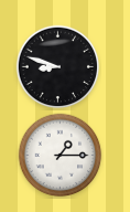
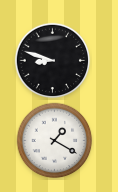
clock at (61, 156): 1:15 -> 1:20
